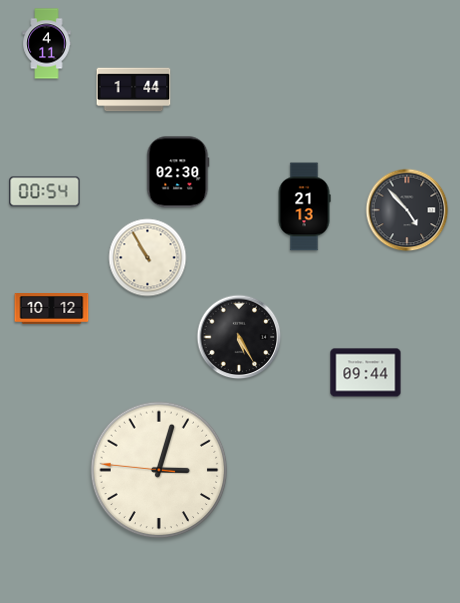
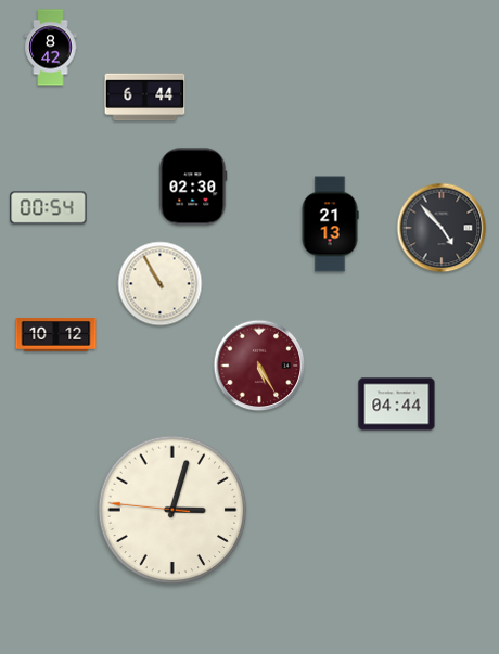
clock at (47, 44): 4:11 -> 8:42
clock at (134, 90): 1:44 -> 6:44
clock at (148, 258) position: (148, 258) -> (161, 284)
clock at (239, 337) dial: black -> burgundy
clock at (366, 373): 09:44 -> 04:44
